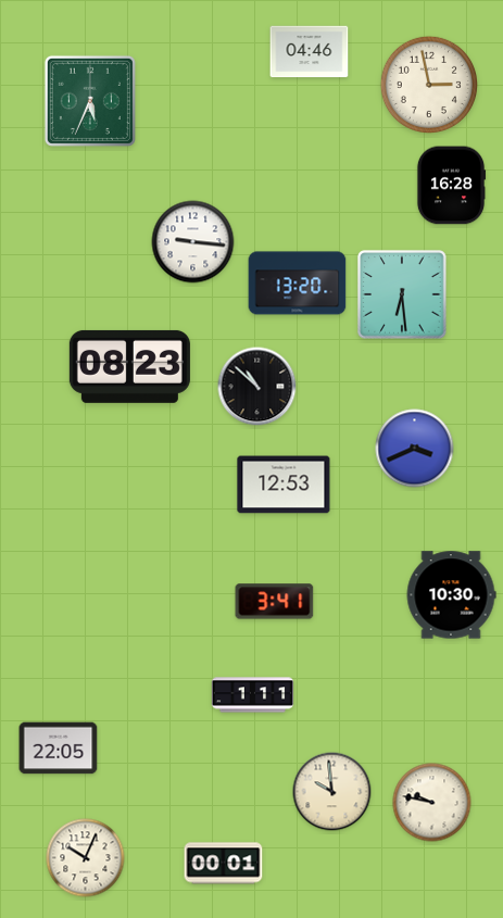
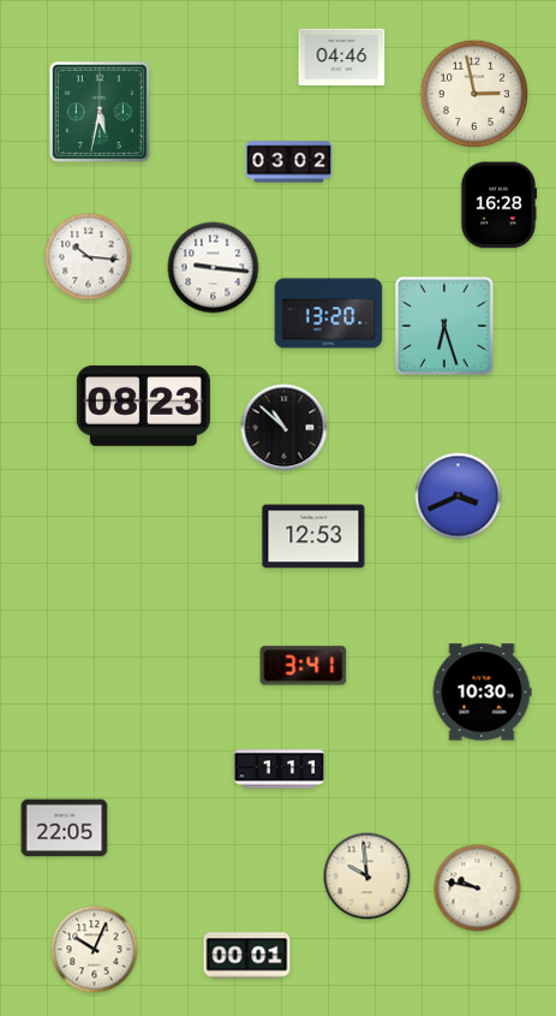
clock at (90, 101): 5:34 -> 5:32
clock at (289, 162): none -> 03:02
clock at (89, 257): none -> 10:16
clock at (402, 294): 6:29 -> 6:27
clock at (451, 595) position: (451, 595) -> (482, 693)
